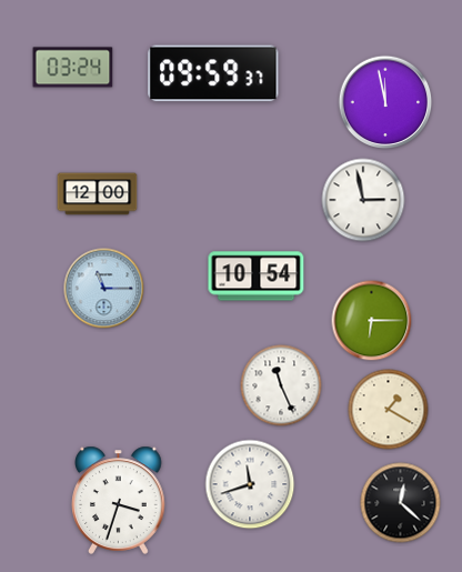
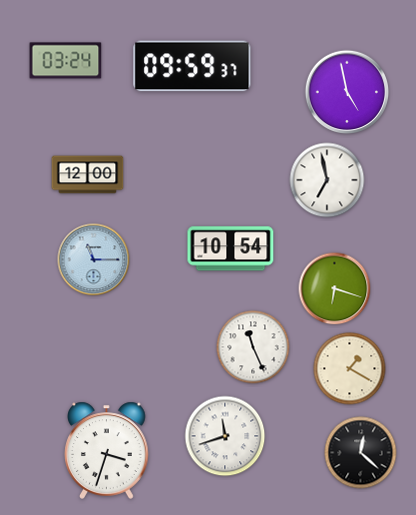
clock at (385, 102): 11:58 -> 4:58
clock at (363, 200): 2:58 -> 6:58
clock at (372, 321): 6:15 -> 6:18
